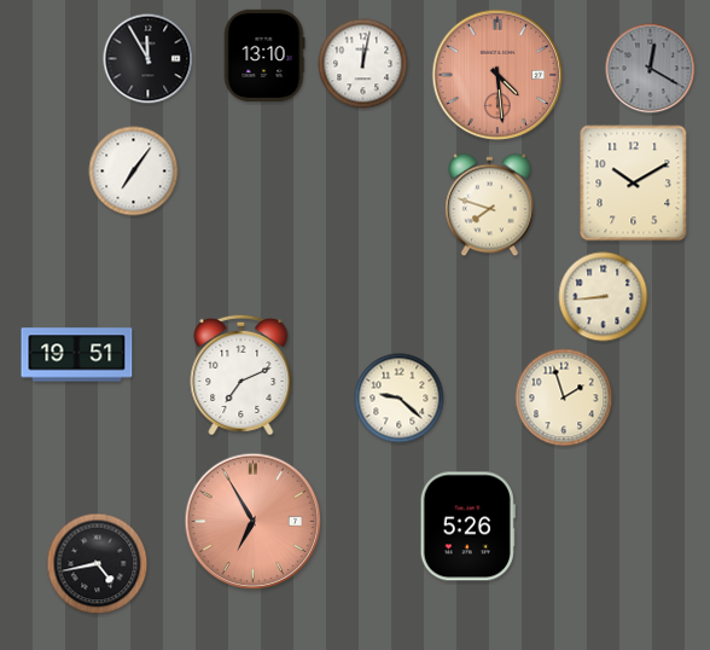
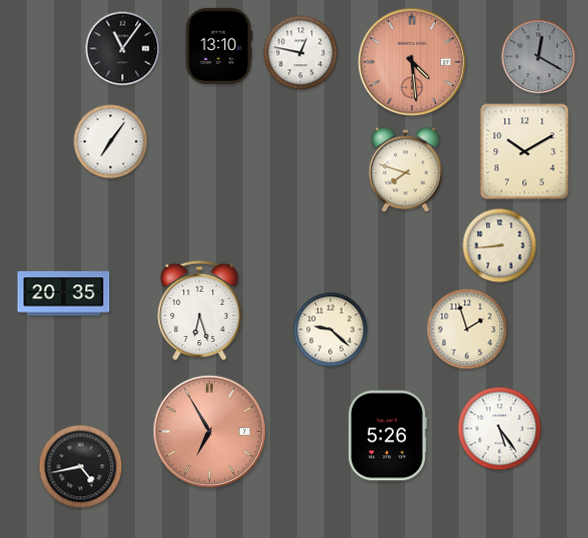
clock at (149, 59): 11:55 -> 11:06
clock at (363, 64): 12:02 -> 12:47
clock at (77, 355): 19:51 -> 20:35
clock at (241, 375): 7:11 -> 6:27
clock at (500, 429): none -> 5:24
